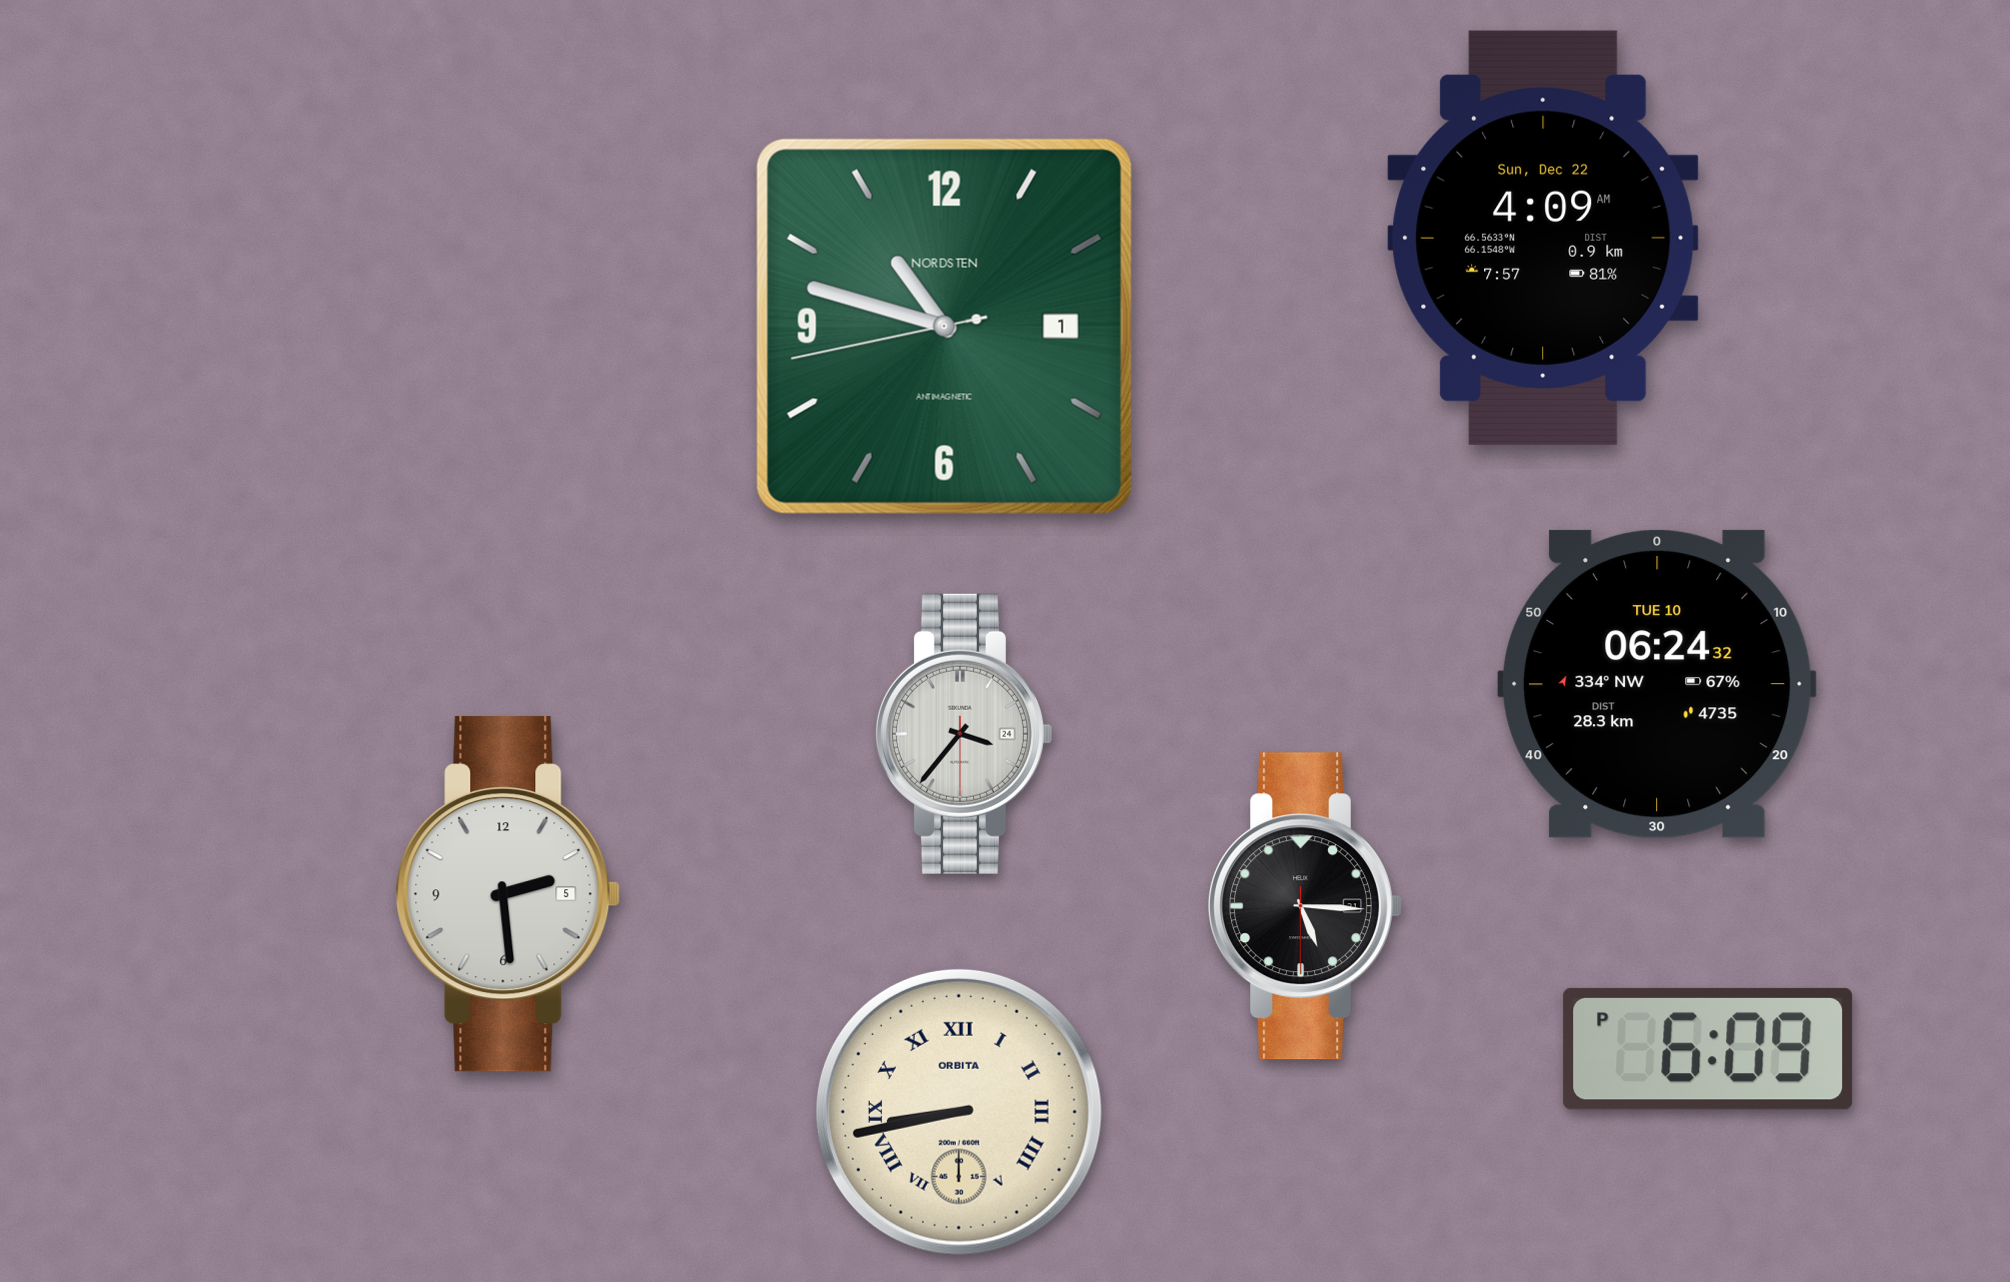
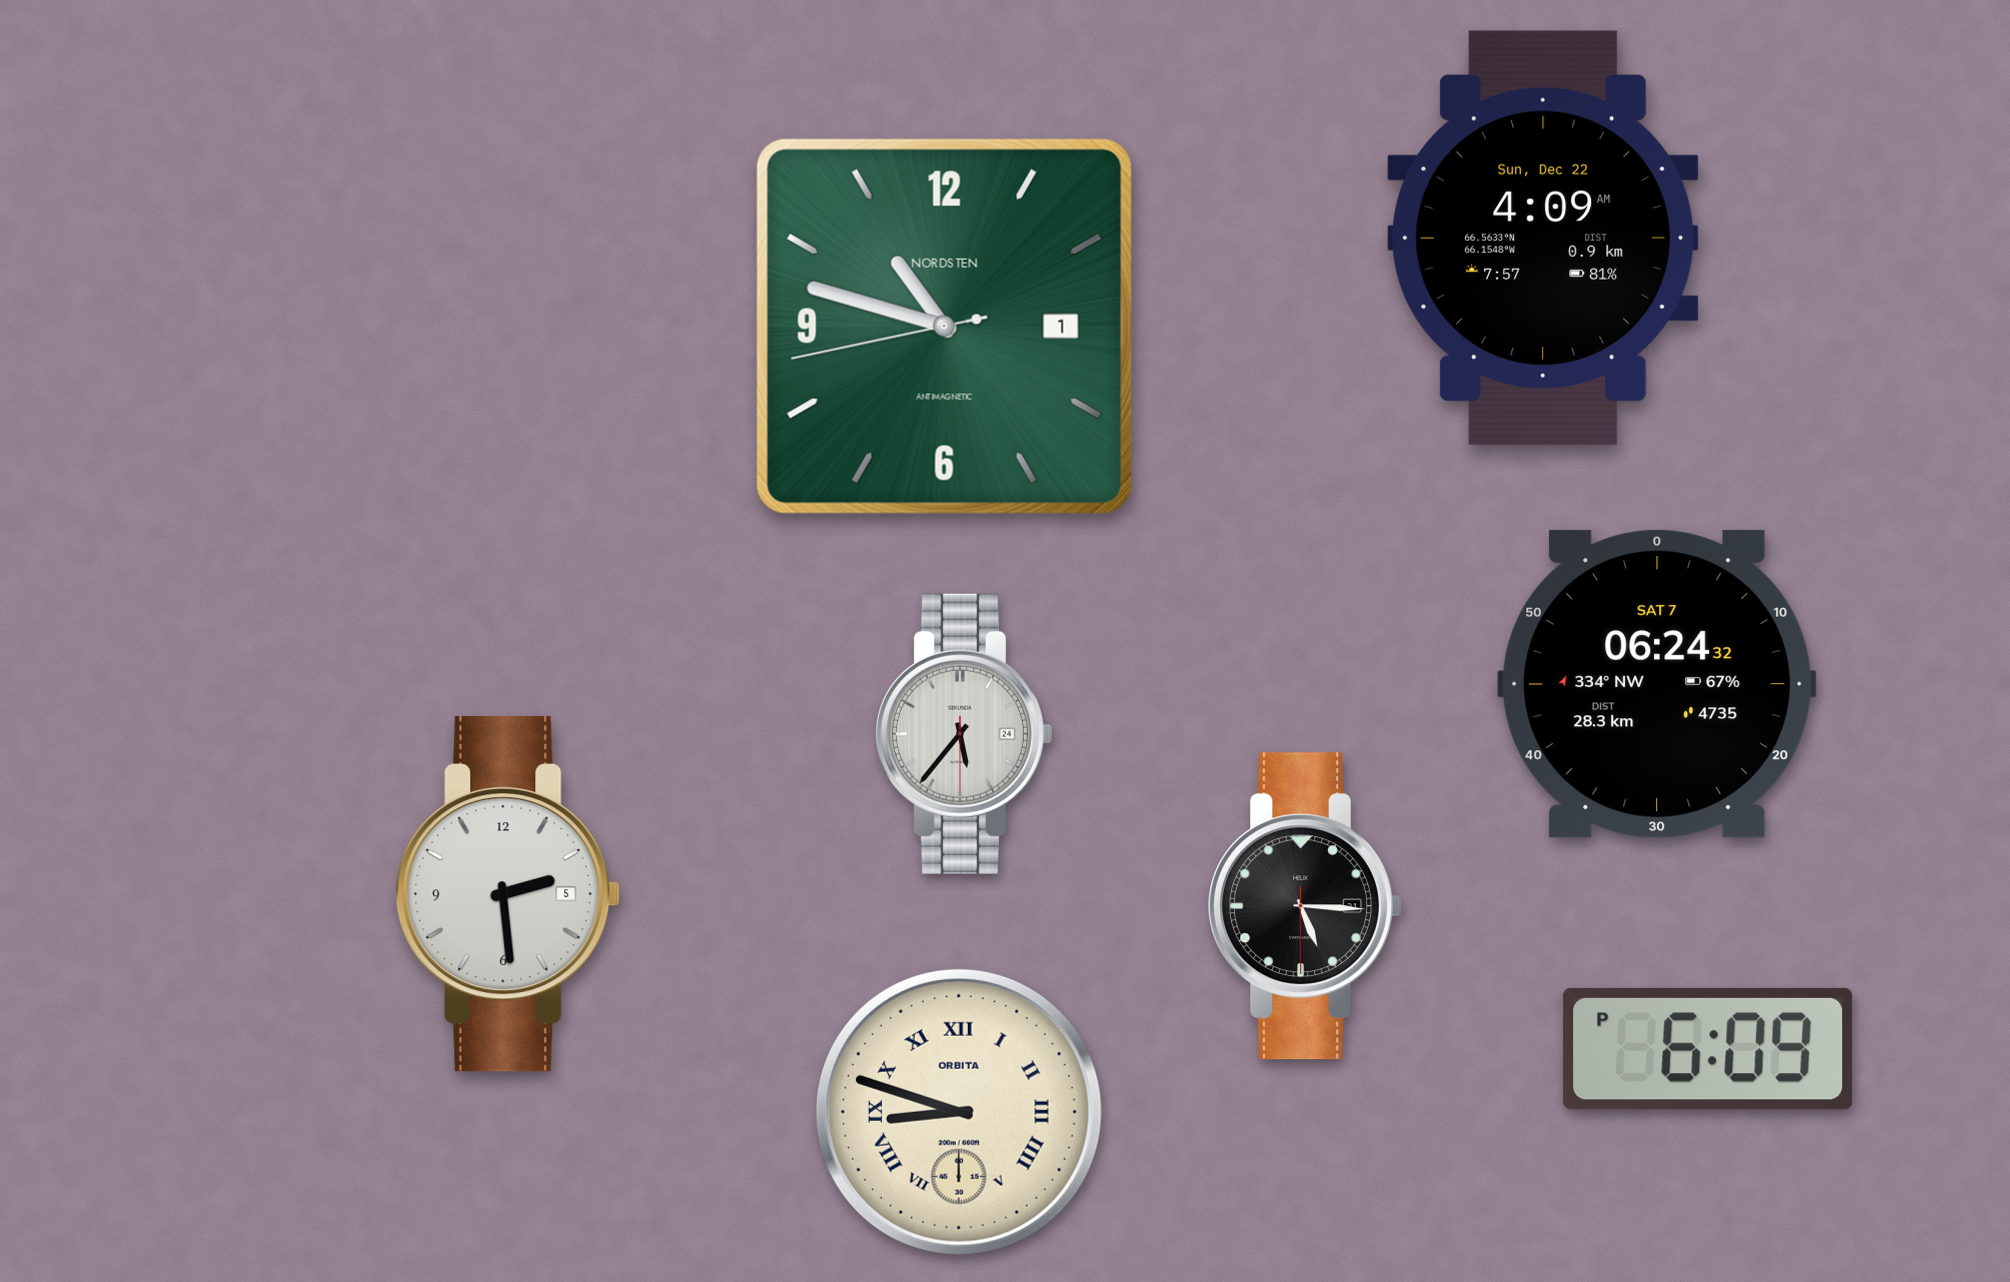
clock at (1657, 684) date: TUE 10 -> SAT 7
clock at (963, 734): 3:36 -> 5:36
clock at (959, 1112): 8:43 -> 8:48
